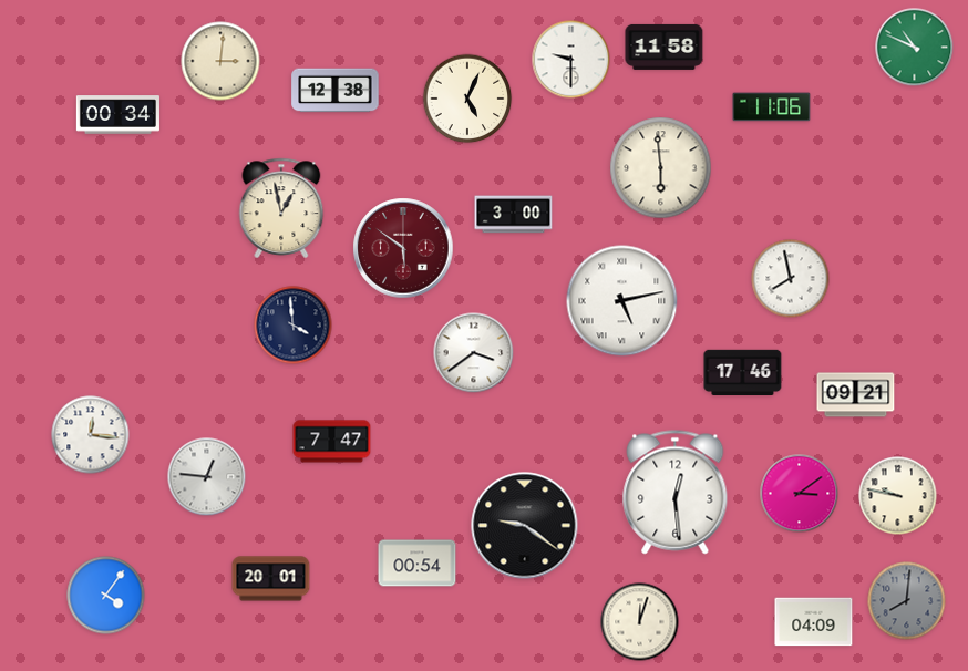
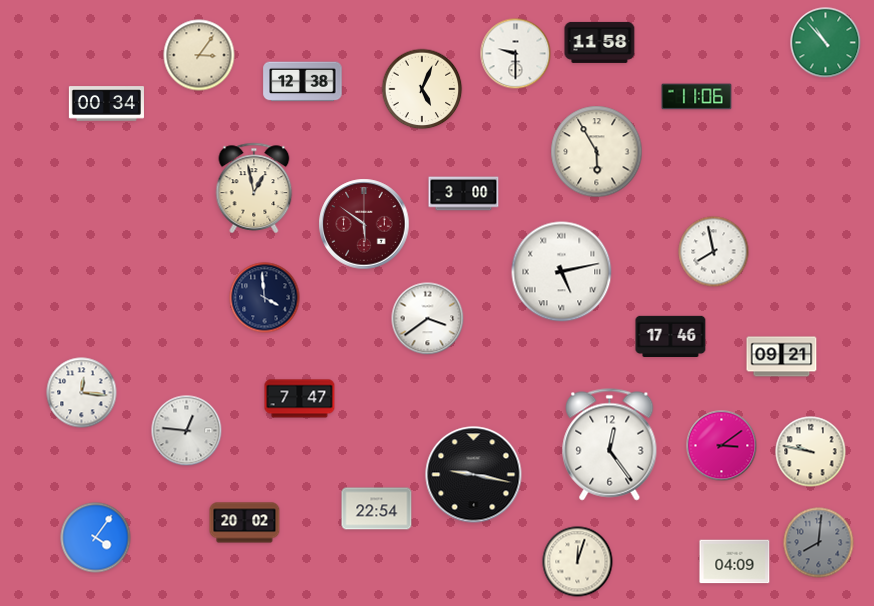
clock at (915, 48): 10:49 -> 10:53
clock at (220, 61): 3:01 -> 3:06
clock at (661, 168): 5:59 -> 5:55
clock at (294, 326) position: (294, 326) -> (265, 298)
clock at (856, 395) position: (856, 395) -> (782, 357)
clock at (676, 493): 12:29 -> 12:24
clock at (898, 496) position: (898, 496) -> (811, 452)
clock at (525, 526): 9:21 -> 9:17
clock at (418, 564): 00:54 -> 22:54
clock at (271, 579): 20:01 -> 20:02
